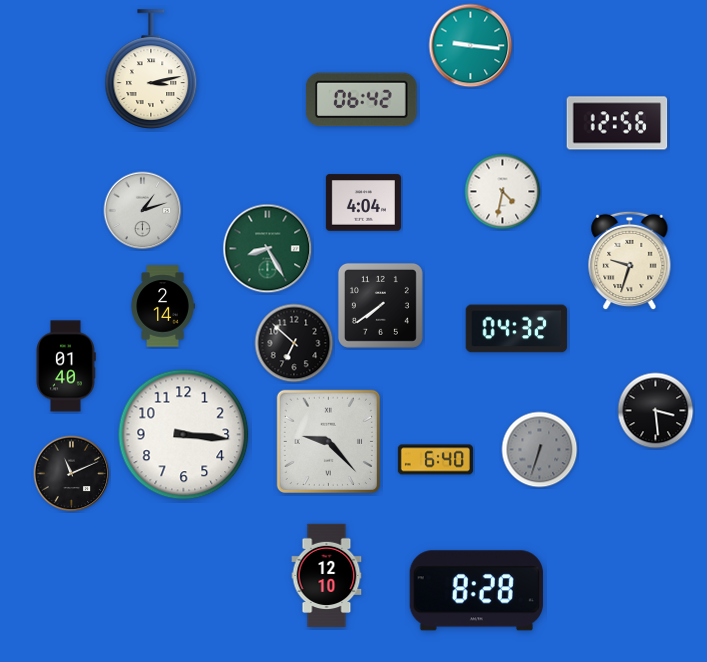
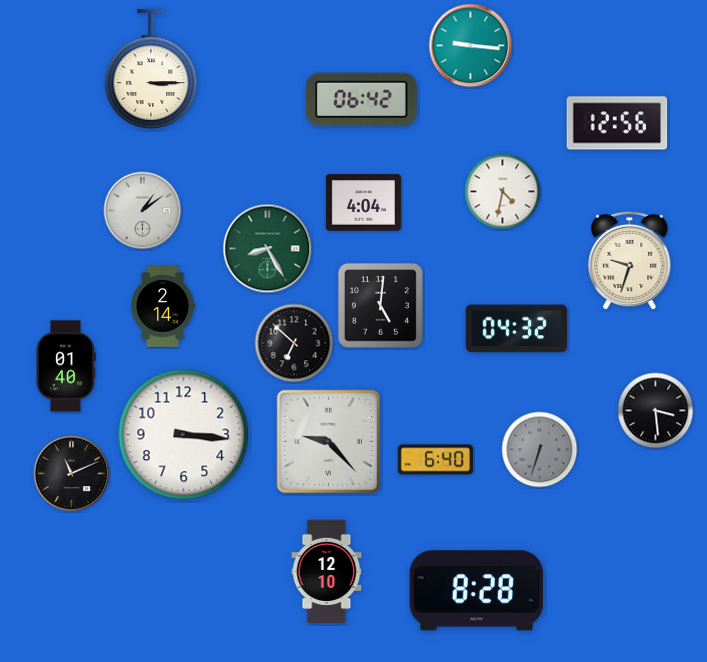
clock at (151, 69): 3:13 -> 3:15
clock at (143, 211): 1:12 -> 1:09
clock at (380, 305): 7:39 -> 5:01
clock at (327, 576) position: (327, 576) -> (327, 572)
